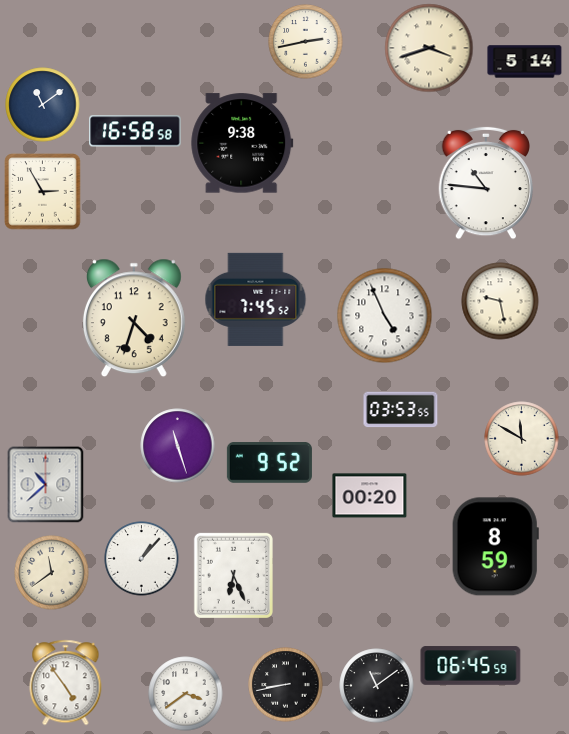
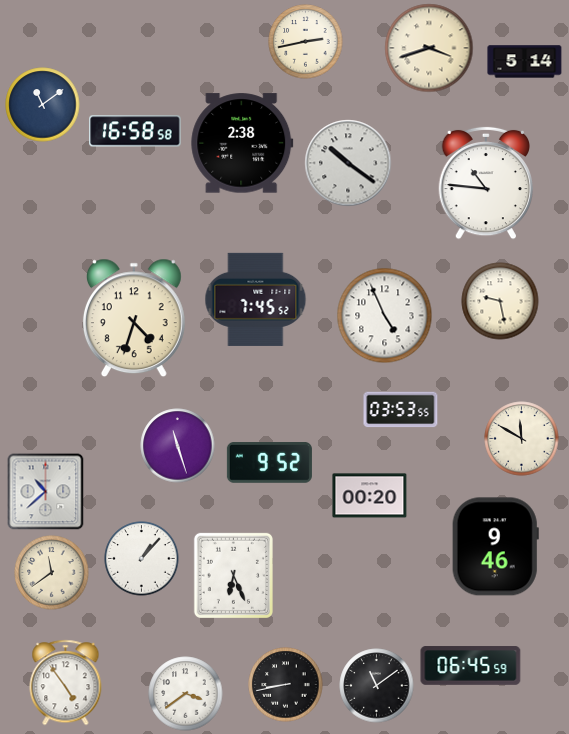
clock at (242, 143): 9:38 -> 2:38
clock at (348, 163): none -> 10:21
clock at (43, 192): 2:55 -> none
clock at (46, 485) position: (46, 485) -> (46, 492)
clock at (495, 547): 8:59 -> 9:46
